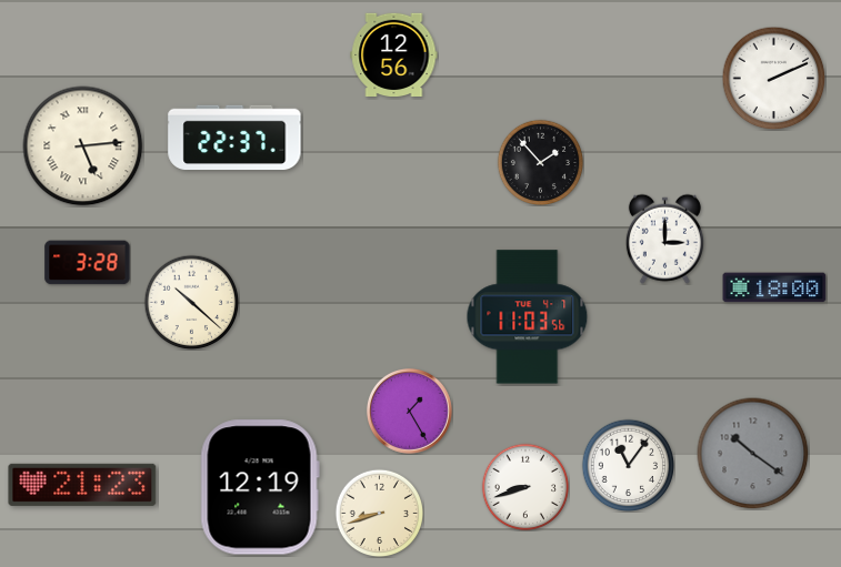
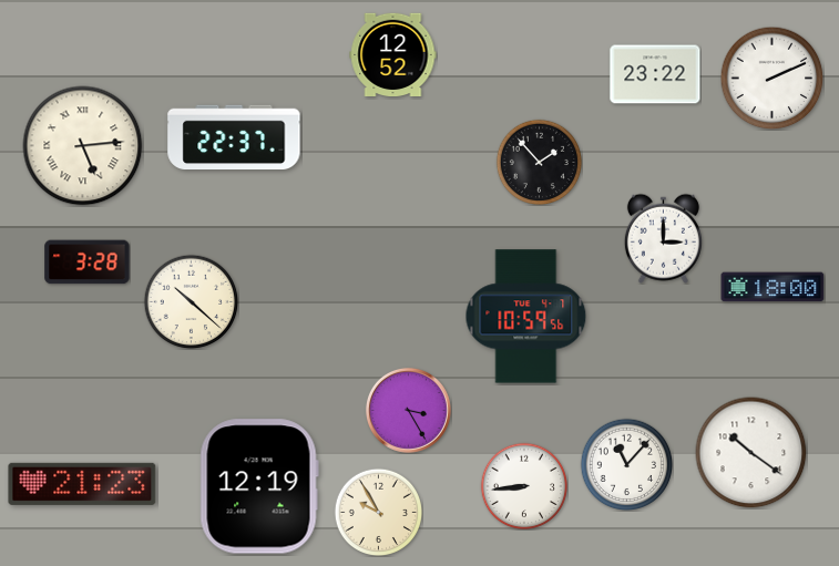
clock at (394, 54): 12:56 -> 12:52
clock at (655, 74): none -> 23:22
clock at (528, 317): 11:03 -> 10:59
clock at (409, 411): 1:25 -> 3:25
clock at (753, 454) dial: grey -> white
clock at (628, 465): 11:06 -> 11:07
clock at (524, 486): 8:42 -> 8:44
clock at (379, 513): 8:42 -> 9:55
